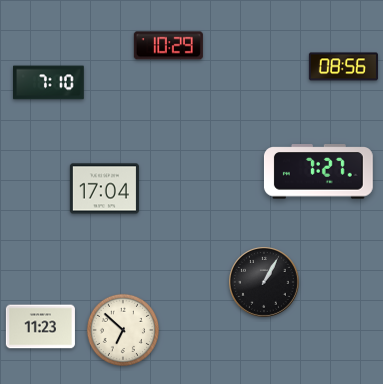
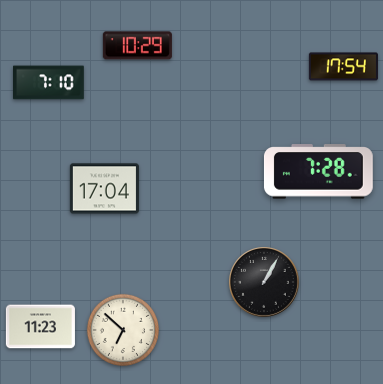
clock at (168, 46) position: (168, 46) -> (137, 46)
clock at (343, 67): 08:56 -> 17:54
clock at (318, 172): 7:27 -> 7:28
